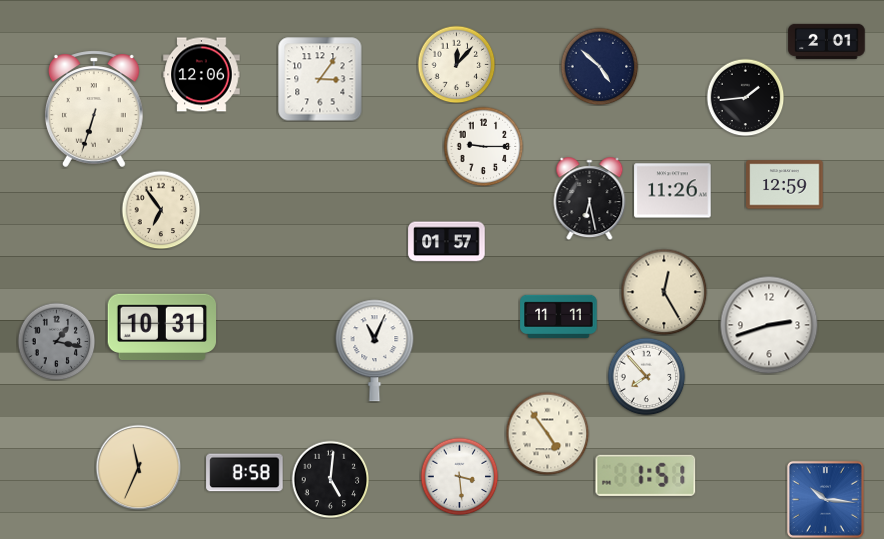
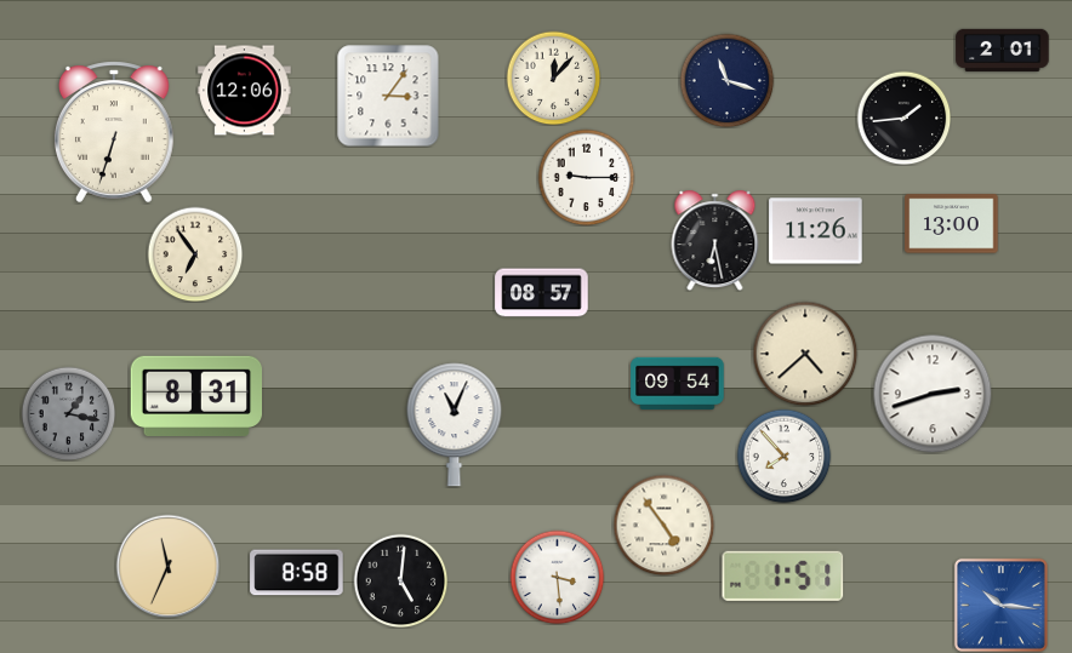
clock at (599, 66): 4:52 -> 11:18
clock at (785, 185): 12:59 -> 13:00
clock at (447, 242): 01:57 -> 08:57
clock at (664, 292): 12:25 -> 4:38
clock at (559, 316): 11:11 -> 09:54
clock at (161, 326): 10:31 -> 8:31
